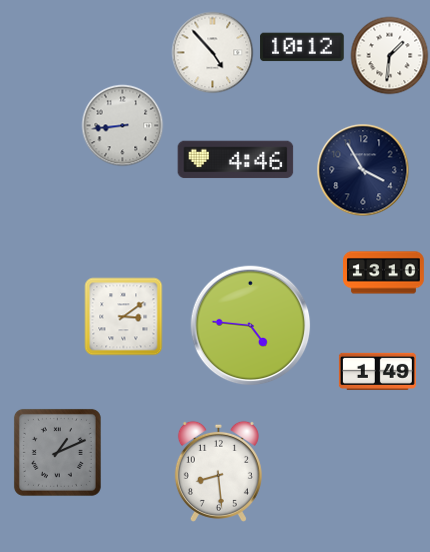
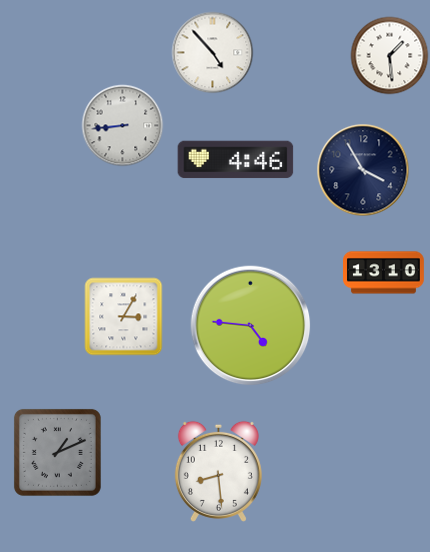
clock at (302, 47): 10:12 -> none
clock at (389, 55): 1:31 -> 1:29
clock at (123, 316): 3:09 -> 3:05
clock at (377, 371): 1:49 -> none
